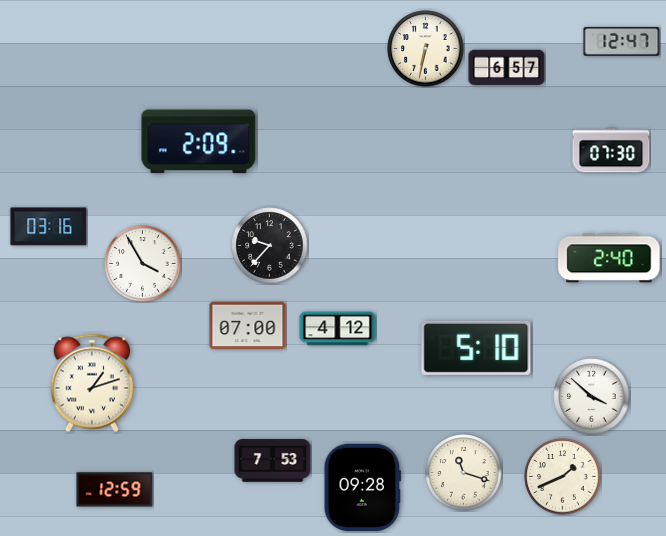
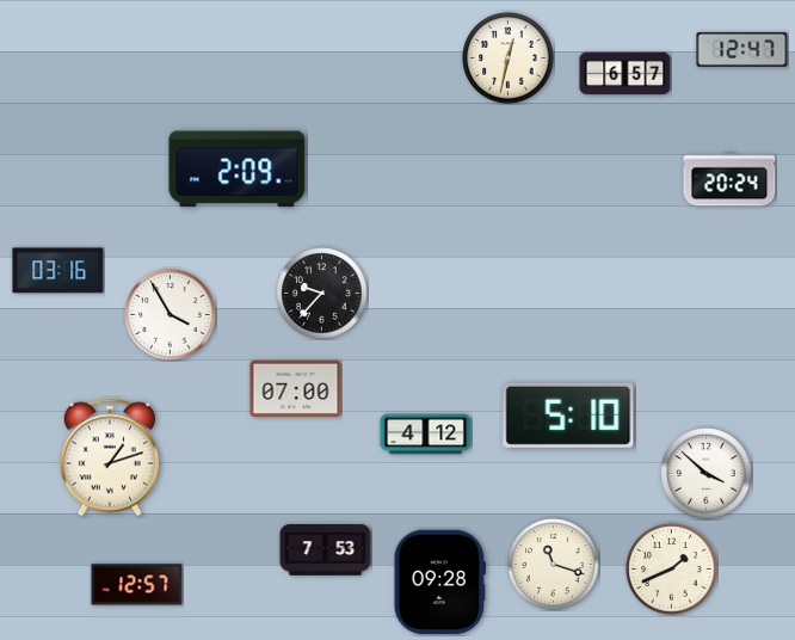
clock at (426, 49): 6:32 -> 12:32
clock at (507, 68) position: (507, 68) -> (625, 74)
clock at (611, 150): 07:30 -> 20:24
clock at (609, 258): 2:40 -> none
clock at (338, 329) position: (338, 329) -> (426, 435)
clock at (362, 487) position: (362, 487) -> (439, 581)
clock at (115, 490): 12:59 -> 12:57
